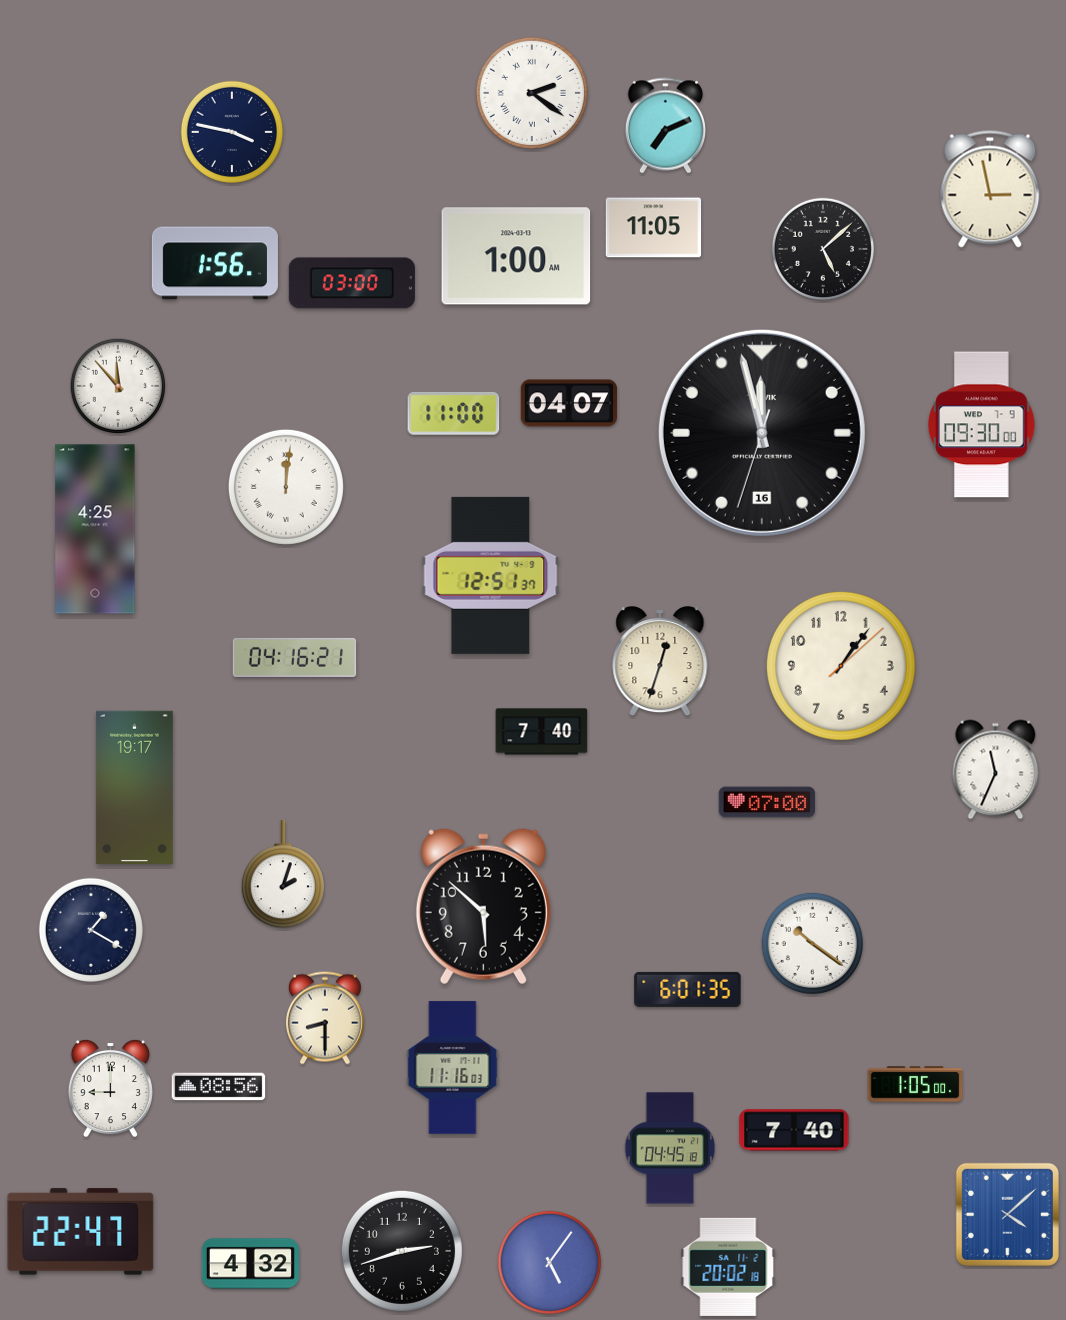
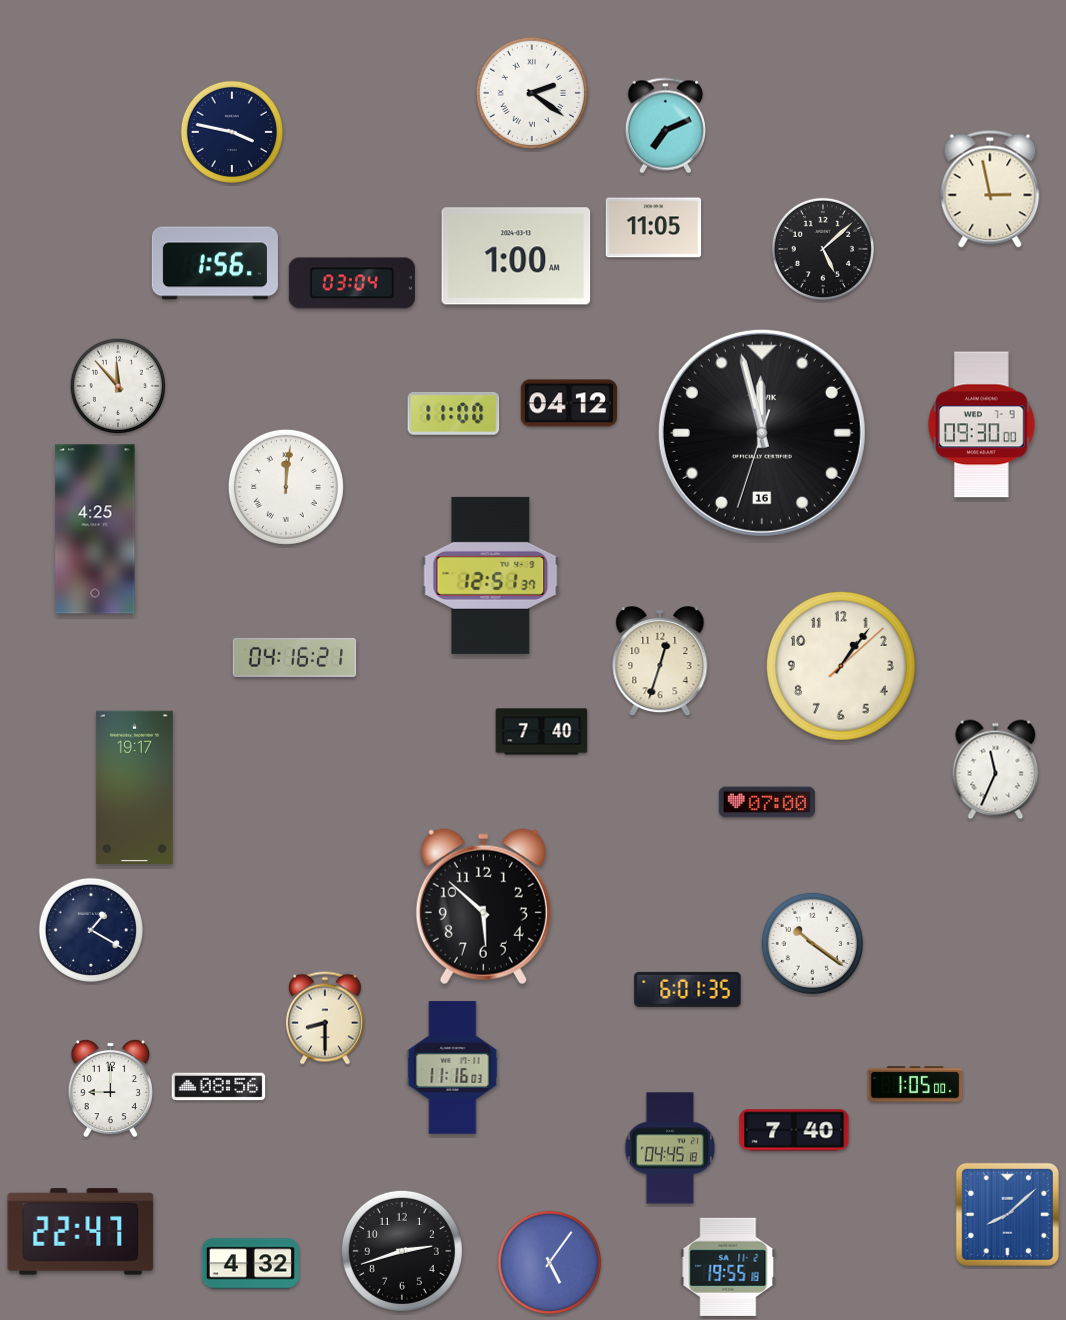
clock at (352, 283): 03:00 -> 03:04
clock at (568, 403): 04:07 -> 04:12
clock at (283, 875): 2:03 -> none
clock at (1007, 1214): 4:08 -> 8:08
clock at (728, 1267): 20:02 -> 19:55
